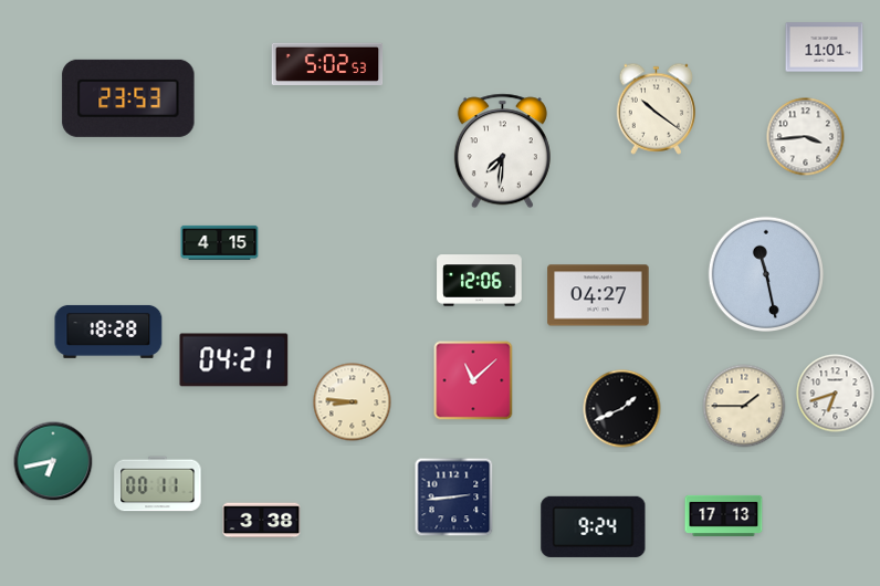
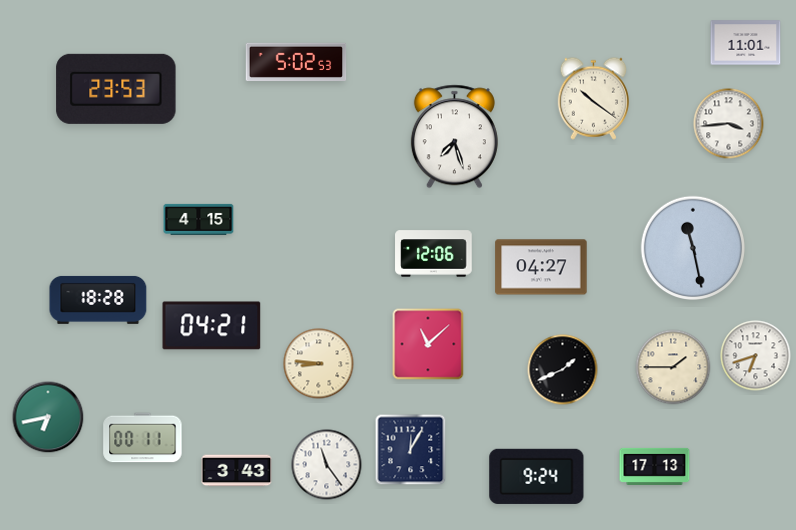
clock at (327, 63) position: (327, 63) -> (296, 61)
clock at (502, 151): 7:31 -> 7:27
clock at (454, 498): 2:44 -> 12:05
clock at (327, 465): none -> 11:24
clock at (262, 521): 3:38 -> 3:43
